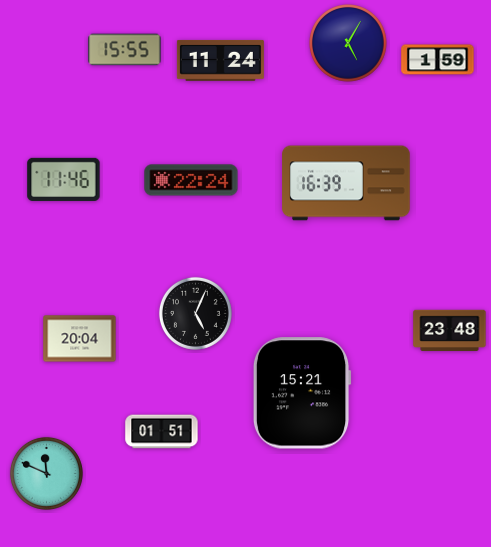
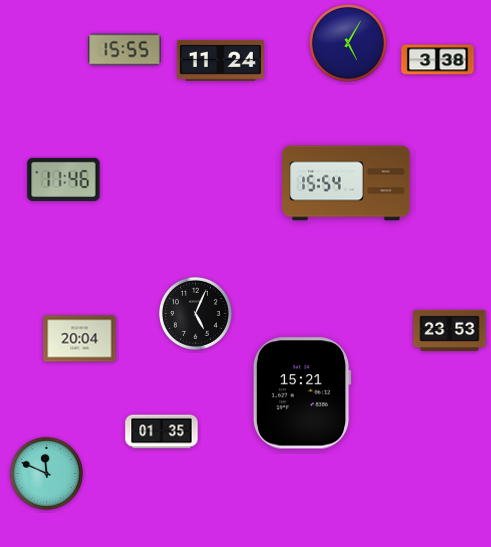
clock at (438, 60): 1:59 -> 3:38
clock at (191, 180): 22:24 -> none
clock at (346, 183): 16:39 -> 15:54
clock at (450, 331): 23:48 -> 23:53
clock at (162, 432): 01:51 -> 01:35
